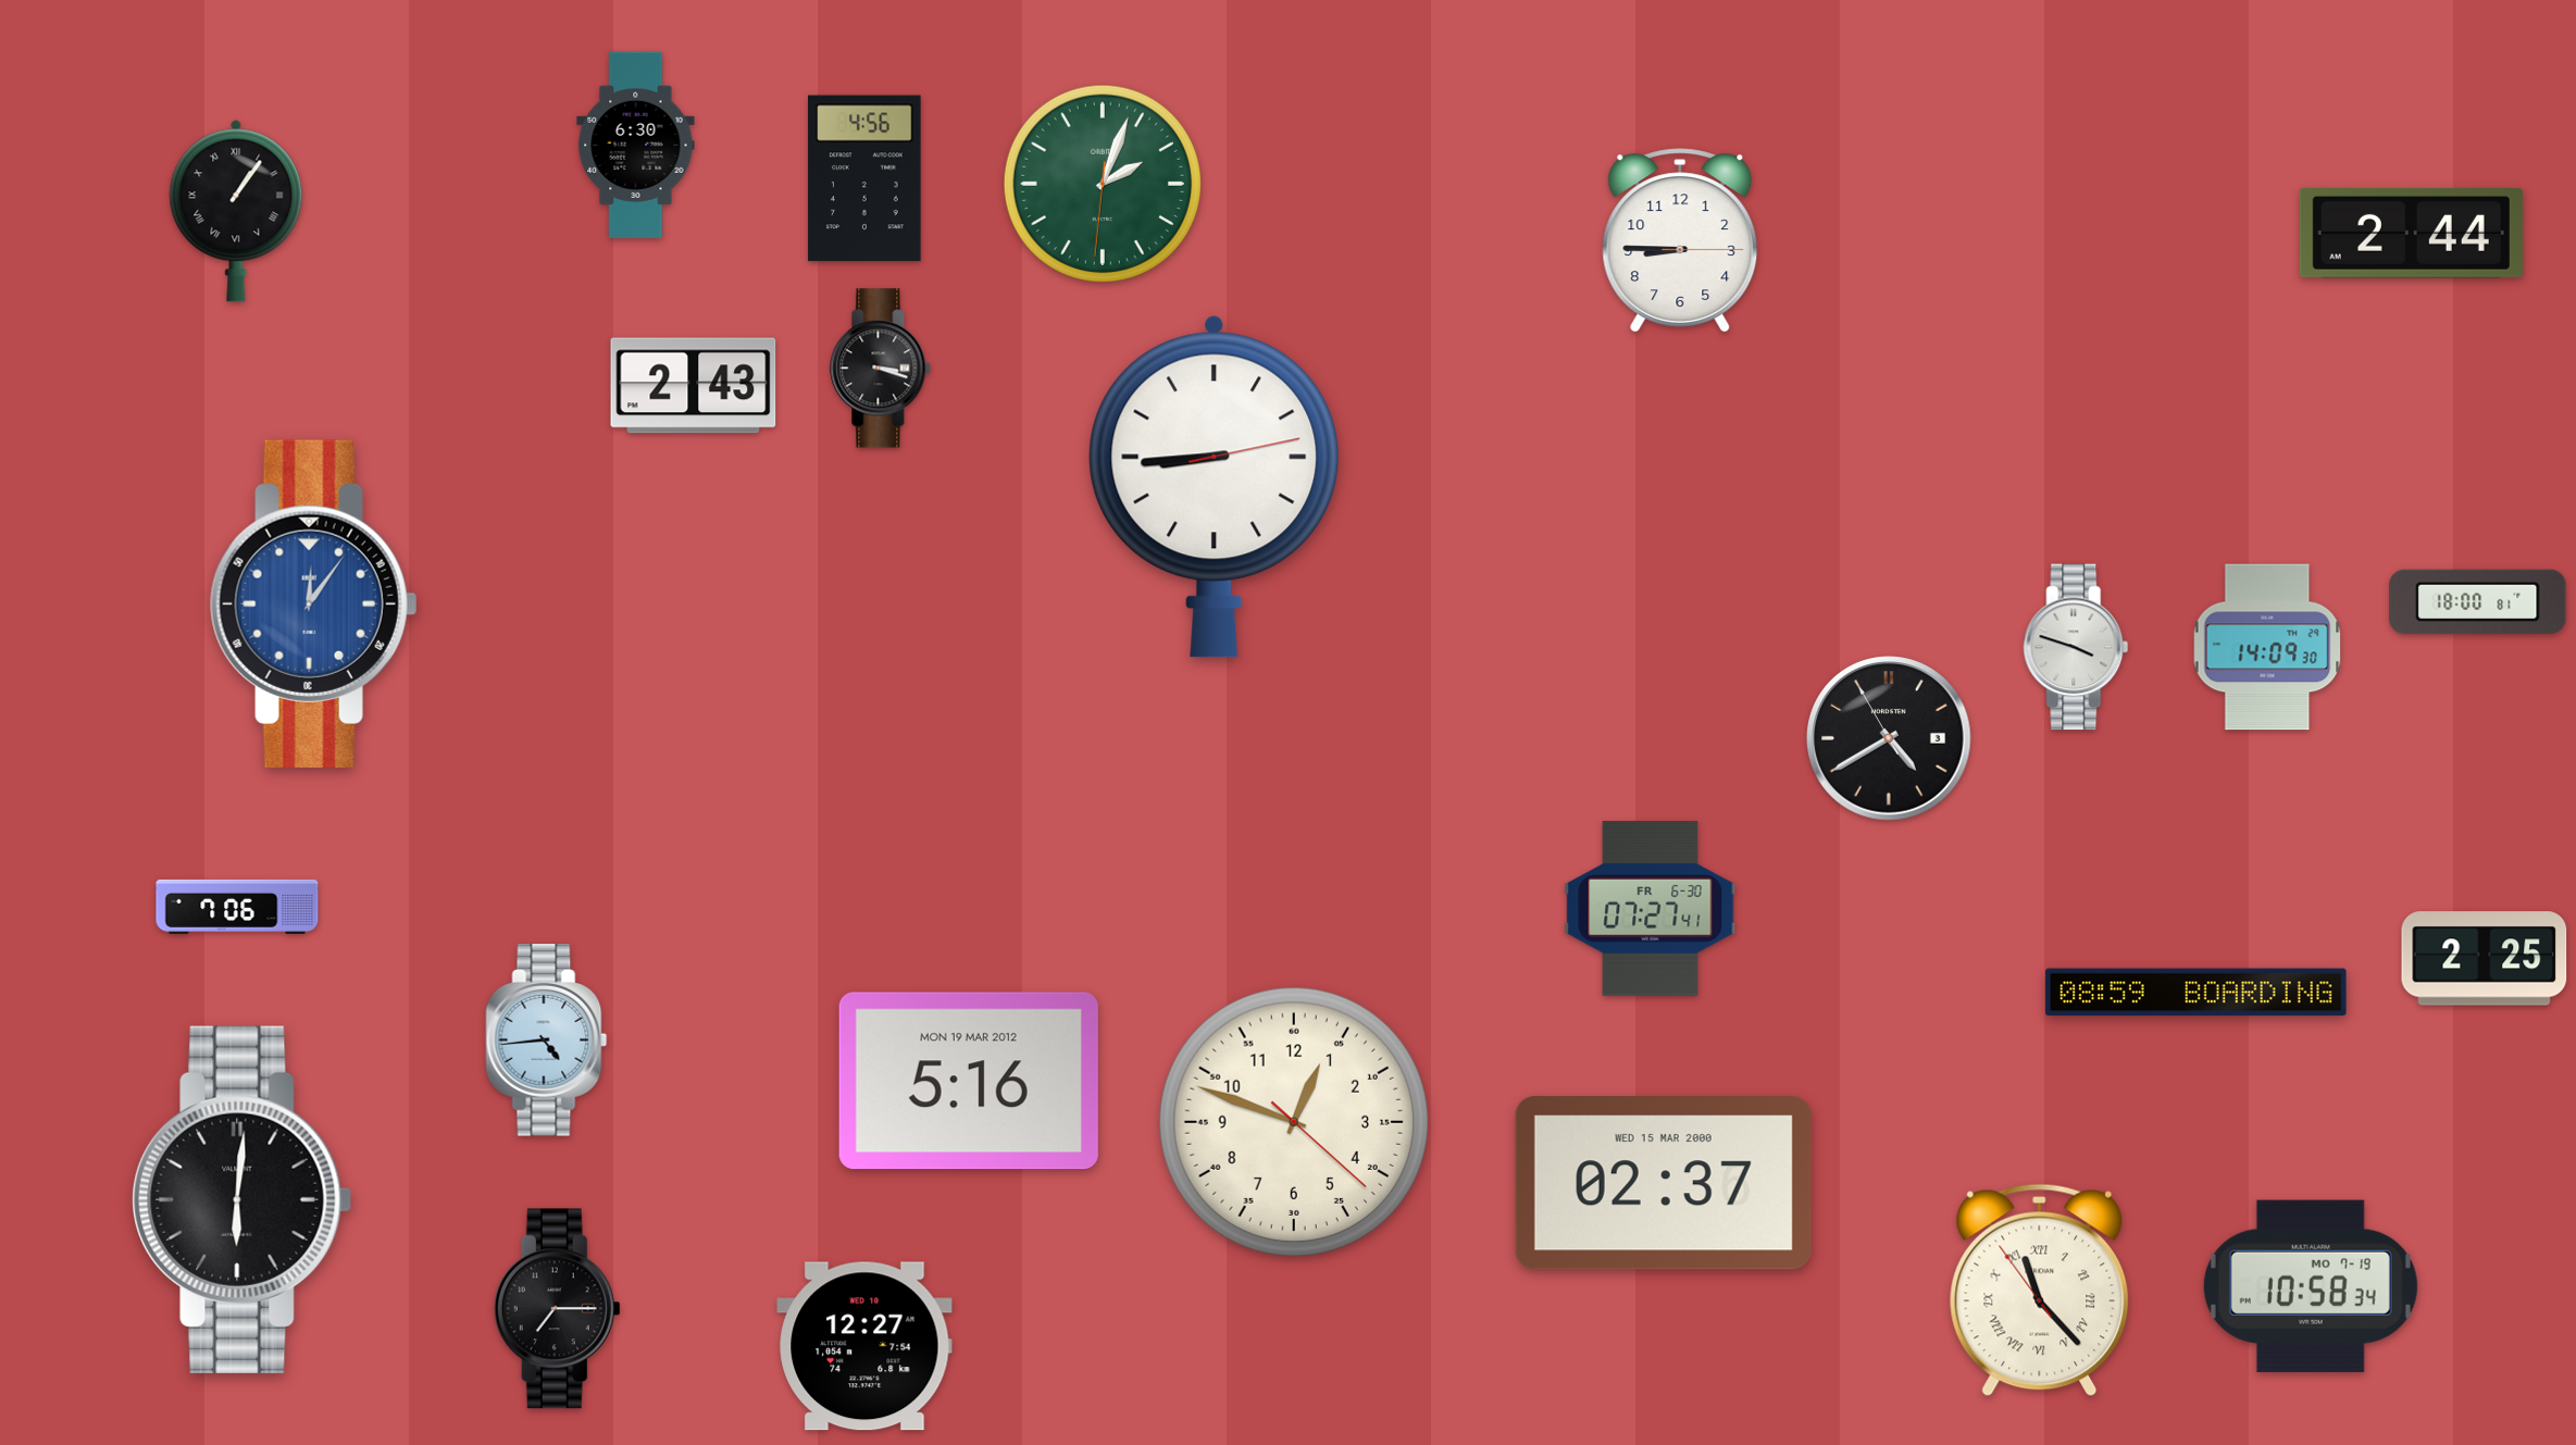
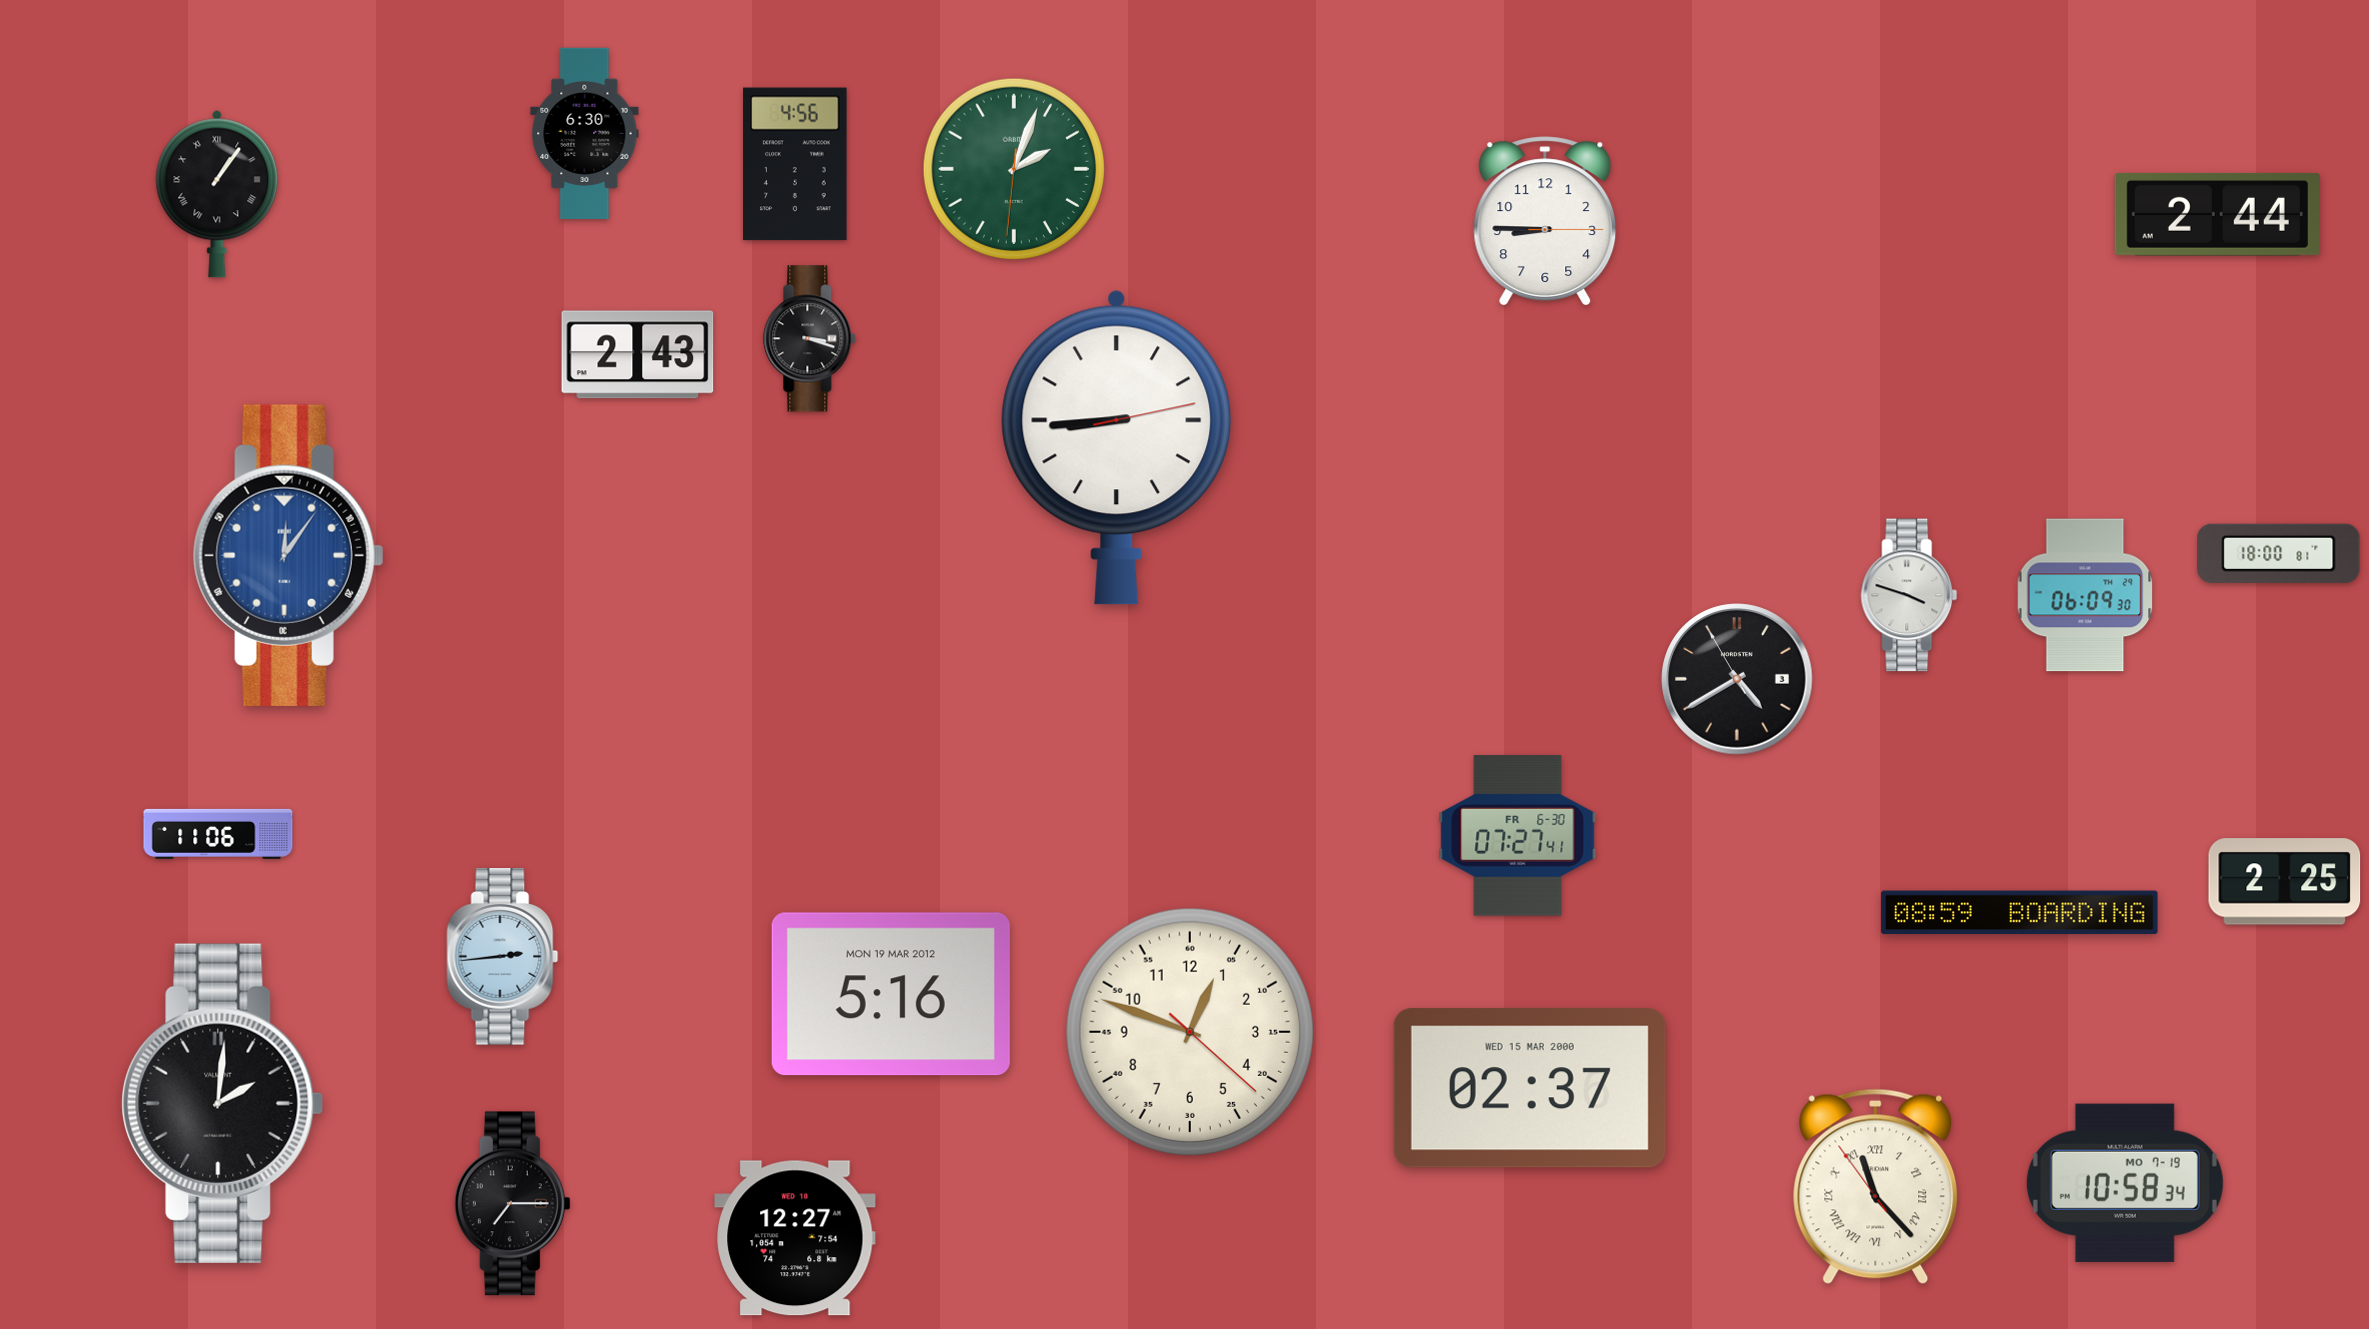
clock at (2267, 647): 14:09 -> 06:09
clock at (237, 907): 7:06 -> 11:06
clock at (547, 1041): 4:44 -> 2:44
clock at (242, 1199): 6:01 -> 2:01
